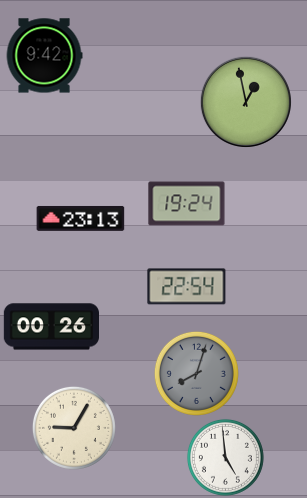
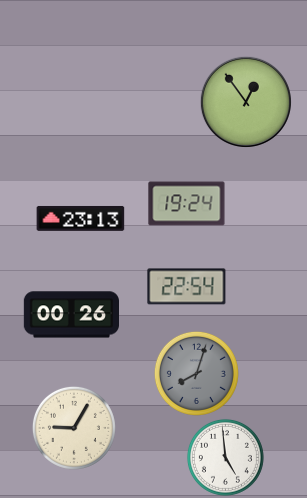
clock at (44, 56): 9:42 -> none
clock at (246, 102): 12:58 -> 12:54
clock at (51, 327) position: (51, 327) -> (71, 315)
